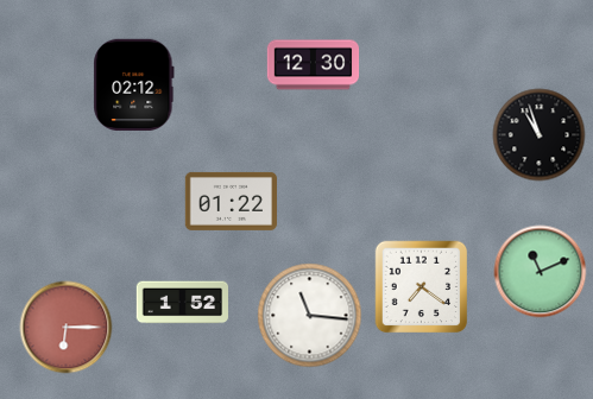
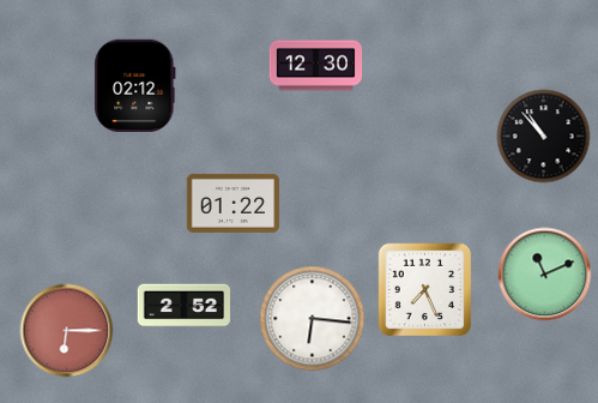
clock at (538, 134): 10:57 -> 10:53
clock at (421, 286): 7:21 -> 7:26
clock at (182, 303): 1:52 -> 2:52
clock at (309, 315): 11:16 -> 6:16
